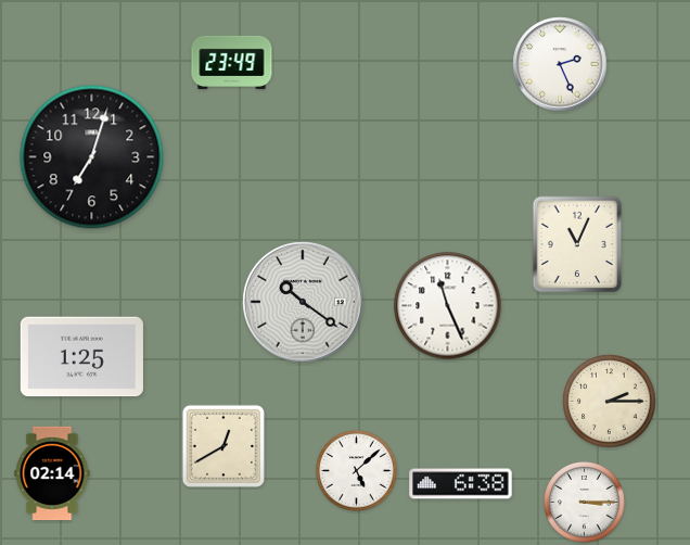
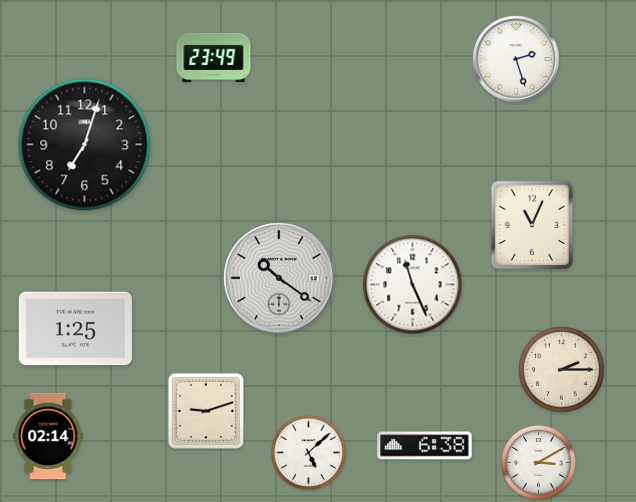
clock at (560, 64): 2:26 -> 2:27
clock at (448, 306) position: (448, 306) -> (413, 285)
clock at (223, 446): 12:40 -> 9:12
clock at (357, 471) position: (357, 471) -> (309, 453)
clock at (585, 503): 3:15 -> 3:10
